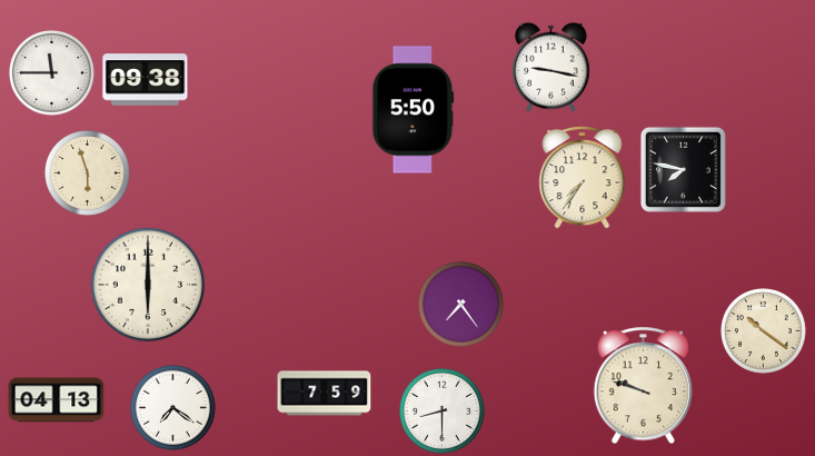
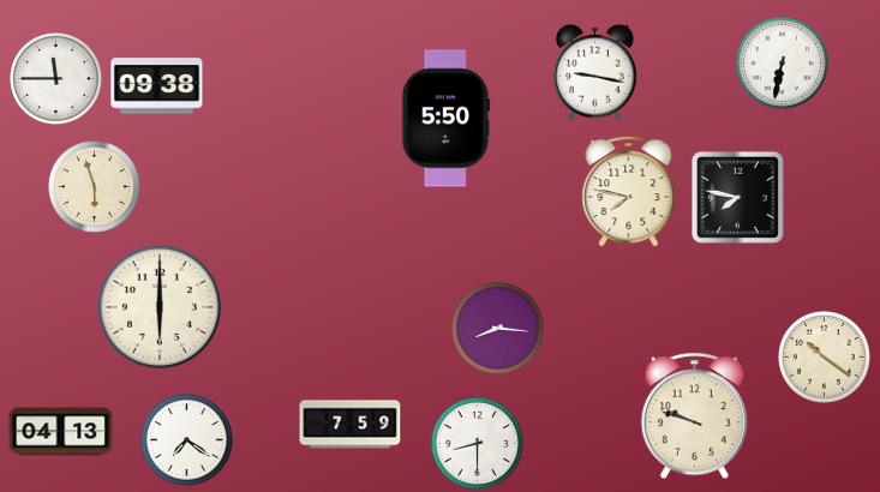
clock at (783, 64): none -> 6:32
clock at (683, 169) position: (683, 169) -> (737, 197)
clock at (583, 177): 7:36 -> 7:47
clock at (461, 305): 7:24 -> 8:16
